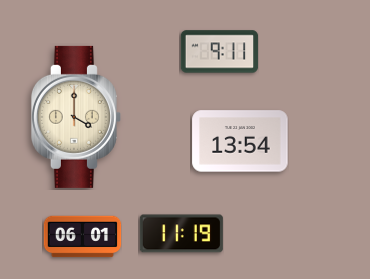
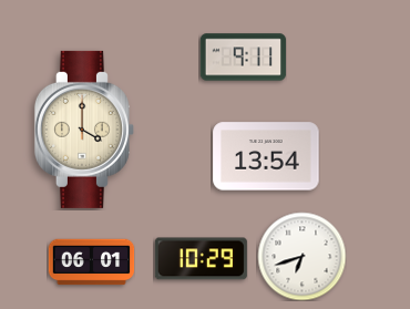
clock at (301, 256): none -> 6:42
clock at (181, 234): 11:19 -> 10:29
